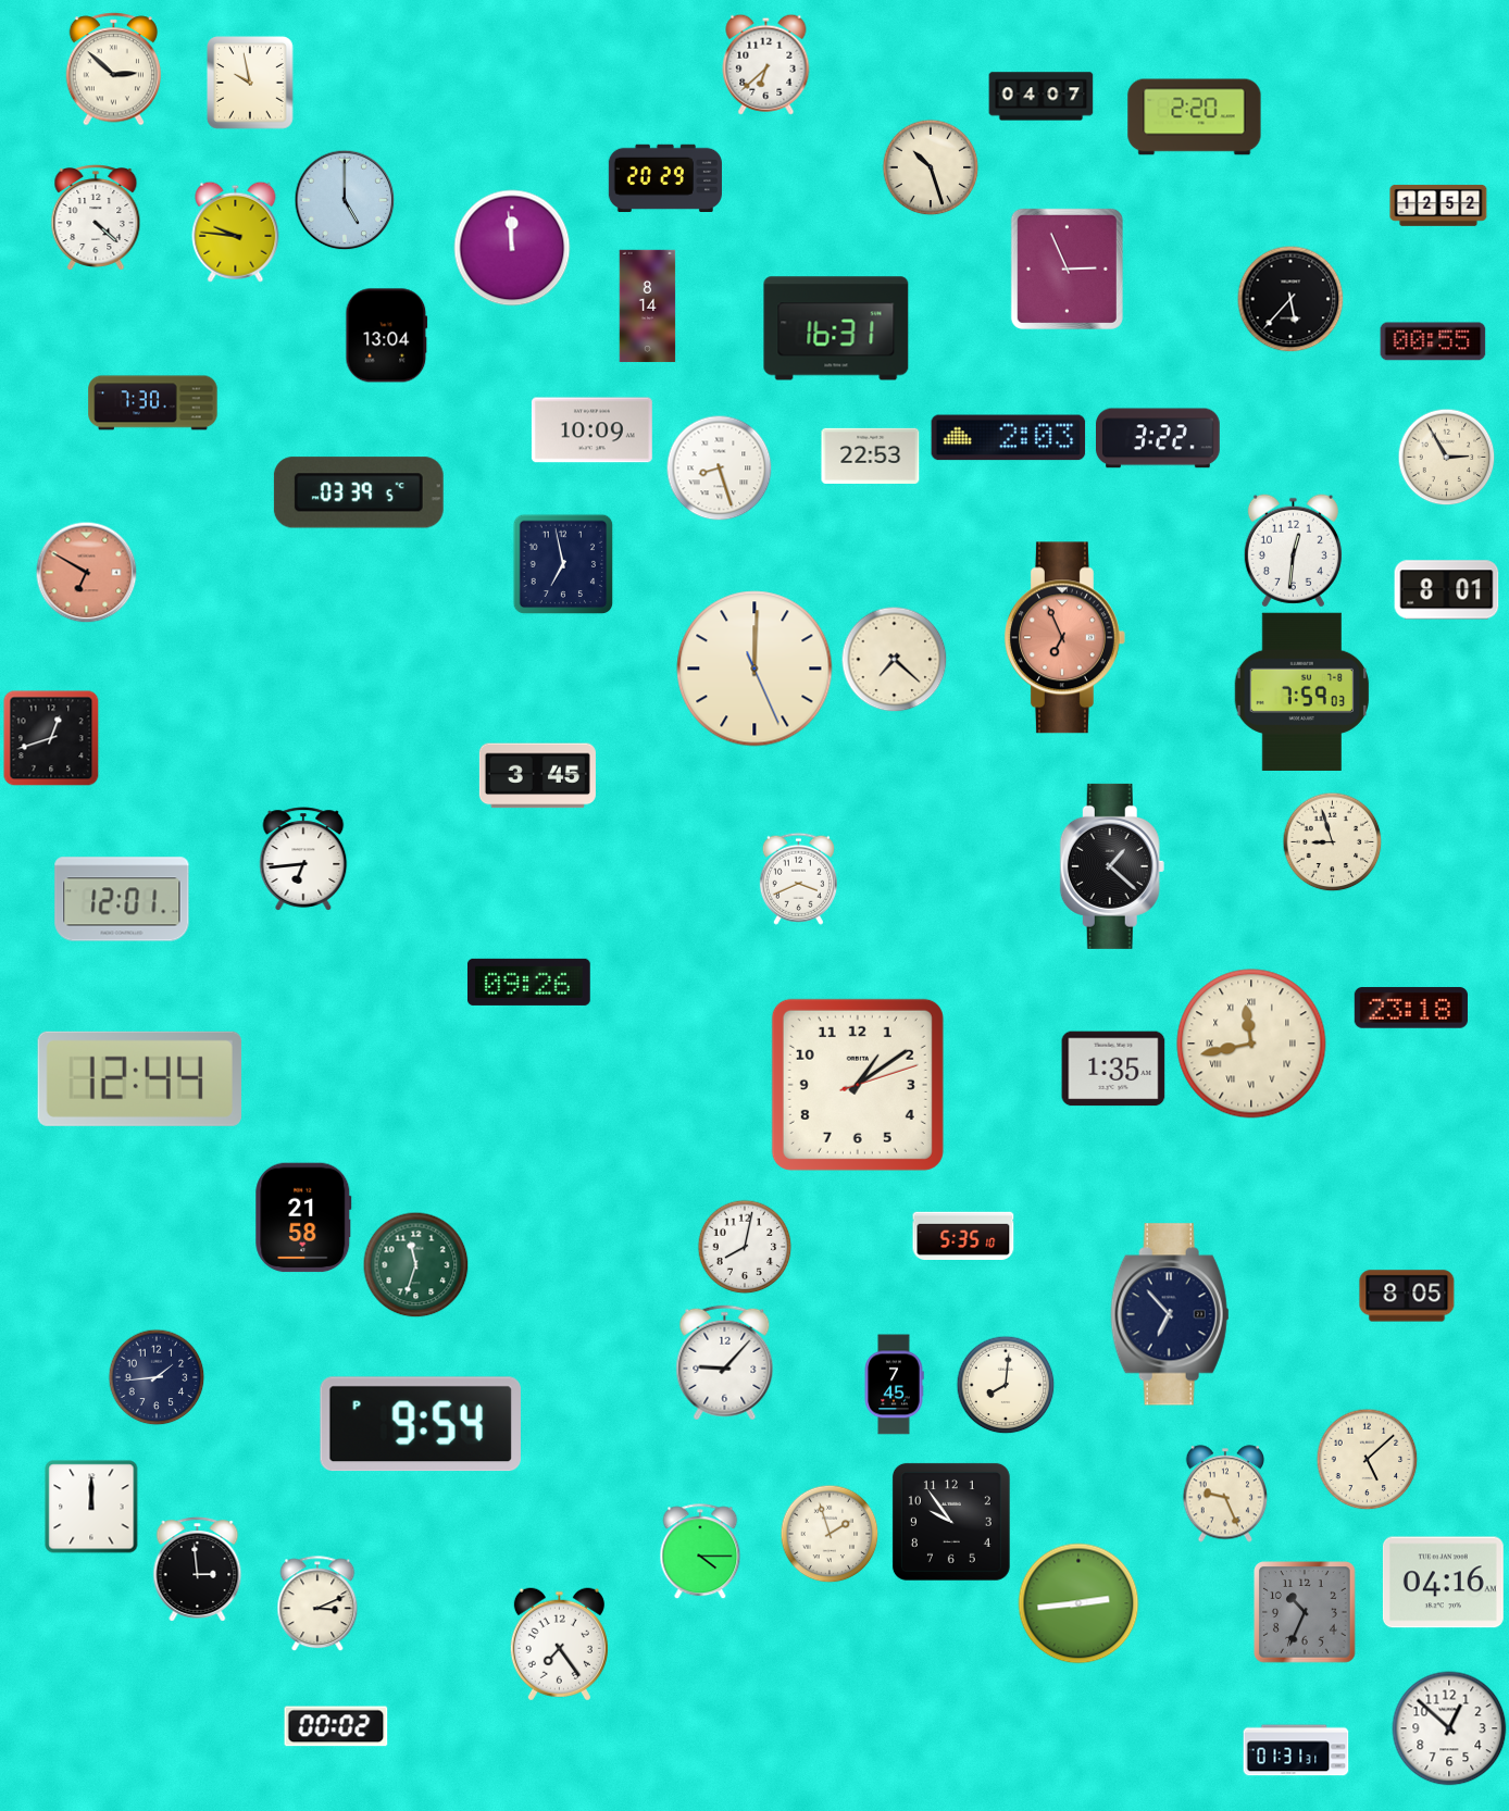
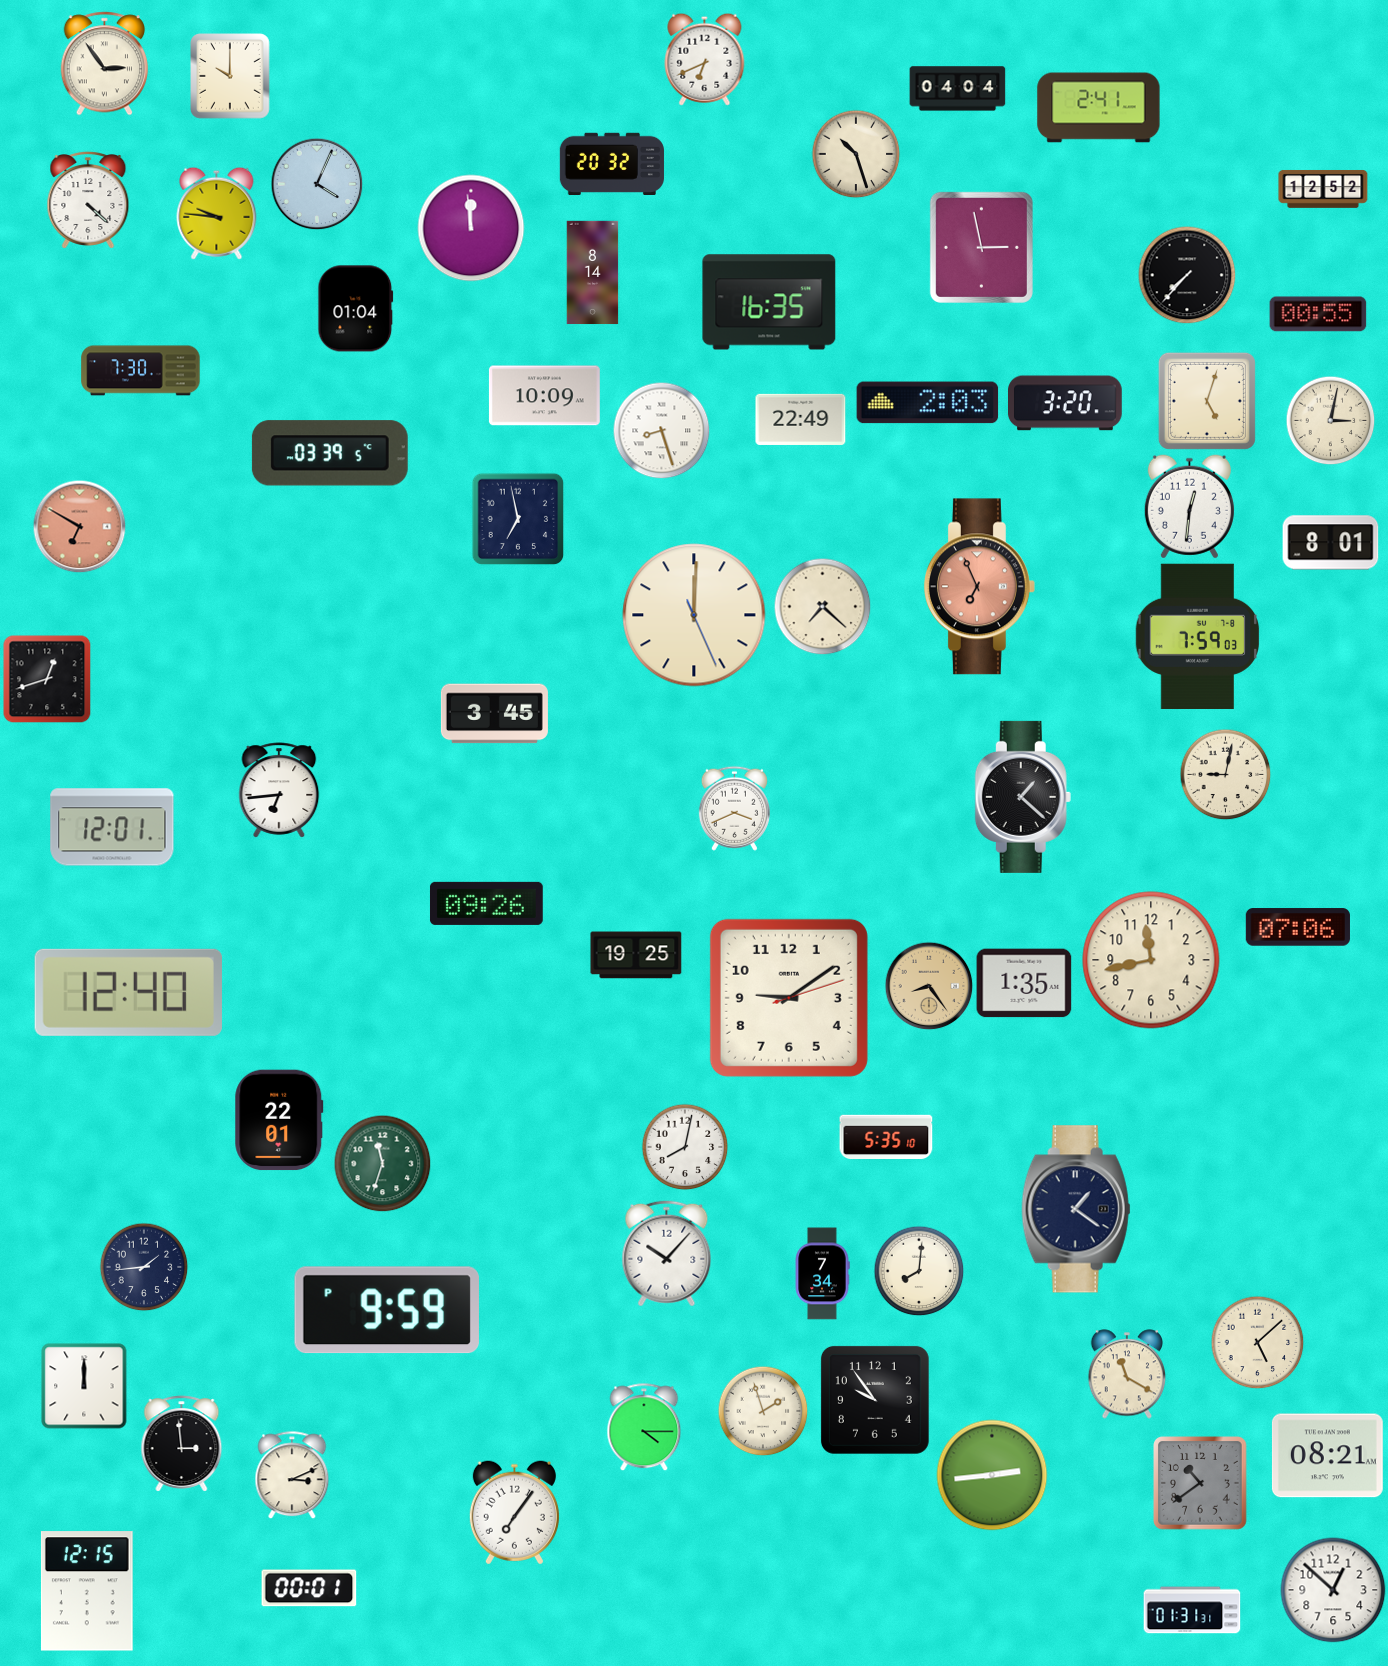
clock at (766, 64): 6:38 -> 6:41
clock at (114, 70): 2:52 -> 2:54
clock at (250, 83): 9:58 -> 10:00
clock at (1042, 97): 04:07 -> 04:04
clock at (1195, 117): 2:20 -> 2:41
clock at (665, 177): 20:29 -> 20:32
clock at (345, 200): 5:00 -> 4:04
clock at (1067, 268): 2:56 -> 2:58
clock at (1290, 299): 5:37 -> 7:37
clock at (648, 307) position: (648, 307) -> (593, 273)
clock at (836, 328): 16:31 -> 16:35
clock at (387, 336): 13:04 -> 01:04
clock at (1207, 401): none -> 5:03
clock at (1158, 438): 3:22 -> 3:20
clock at (871, 455): 22:53 -> 22:49
clock at (1446, 457): 2:55 -> 3:02
clock at (1332, 841): 8:57 -> 9:02
clock at (1411, 1008): 23:18 -> 07:06
clock at (636, 955): none -> 19:25
clock at (1251, 1044) numerals: Roman -> Arabic
clock at (929, 986): none -> 8:24
clock at (139, 1078): 12:44 -> 12:40
clock at (858, 1085): 1:09 -> 9:09
clock at (303, 1217): 21:58 -> 22:01
clock at (1407, 1296): 8:05 -> none
clock at (1170, 1314): 6:53 -> 1:21
clock at (725, 1363): 9:07 -> 10:07
clock at (894, 1385): 7:45 -> 7:34
clock at (1006, 1385) position: (1006, 1385) -> (919, 1271)
clock at (421, 1424): 9:54 -> 9:59
clock at (1225, 1494): 9:26 -> 11:20
clock at (1443, 1583): 04:16 -> 08:21
clock at (1305, 1612): 10:34 -> 10:39
clock at (559, 1645): 7:24 -> 7:06
clock at (336, 1726): 00:02 -> 00:01
clock at (87, 1591): none -> 12:15
